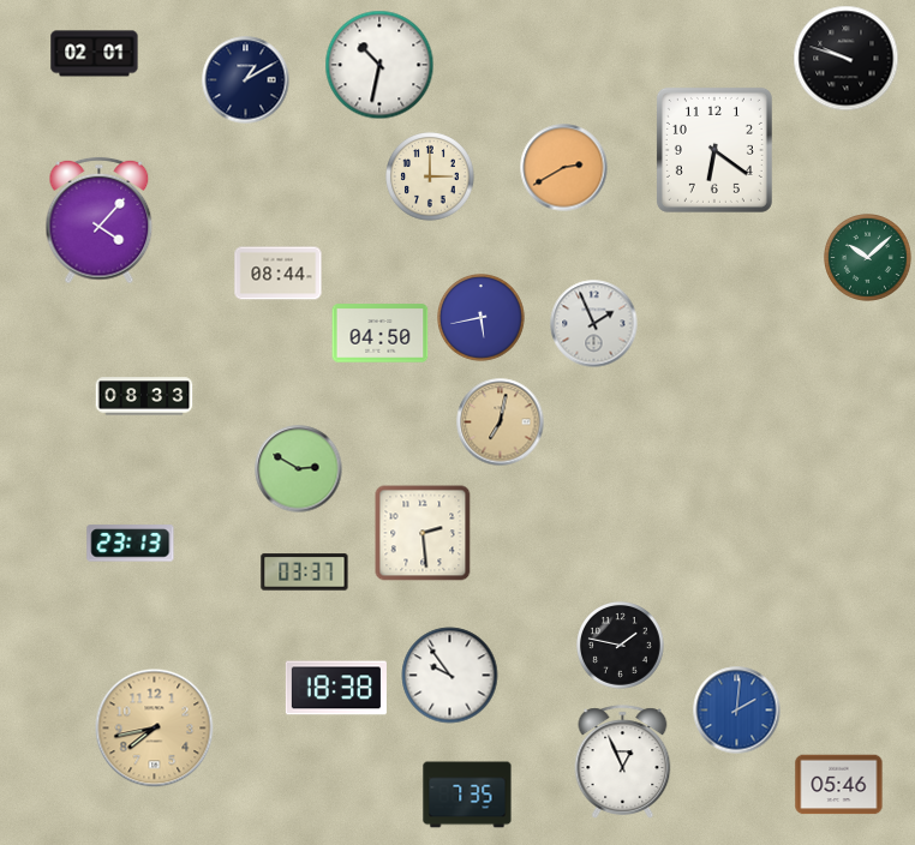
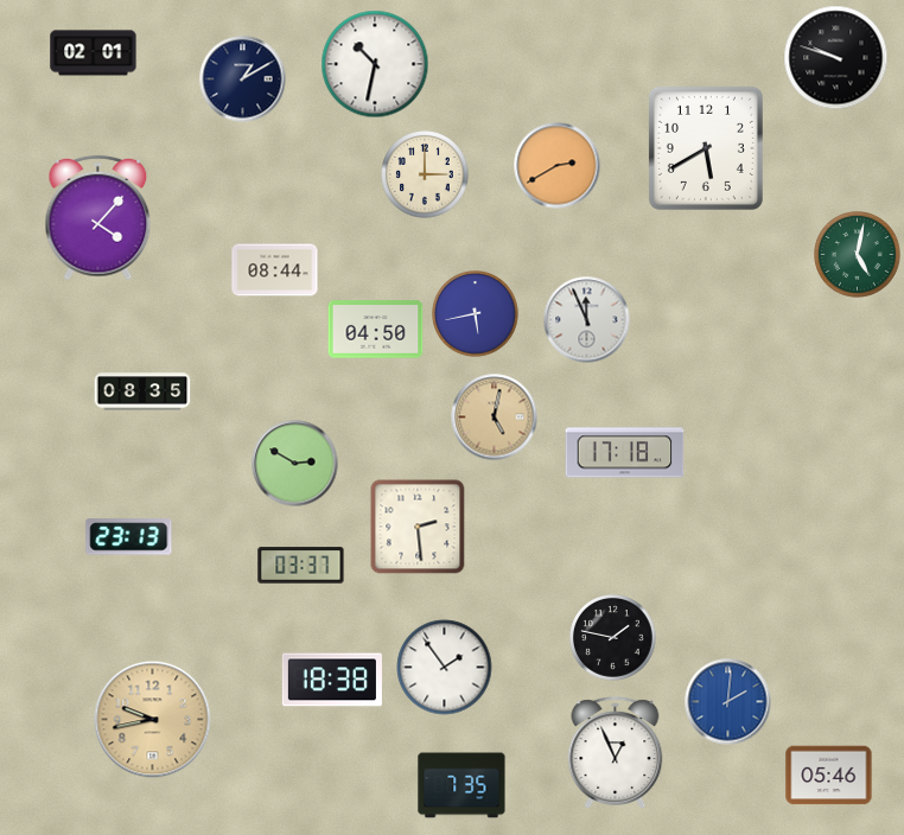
clock at (714, 150): 6:21 -> 5:40
clock at (868, 258): 10:08 -> 5:02
clock at (594, 324): 1:56 -> 11:56
clock at (144, 396): 08:33 -> 08:35
clock at (501, 422): 7:02 -> 5:02
clock at (625, 453): none -> 17:18
clock at (450, 676): 9:54 -> 1:54
clock at (155, 729): 7:43 -> 9:43
